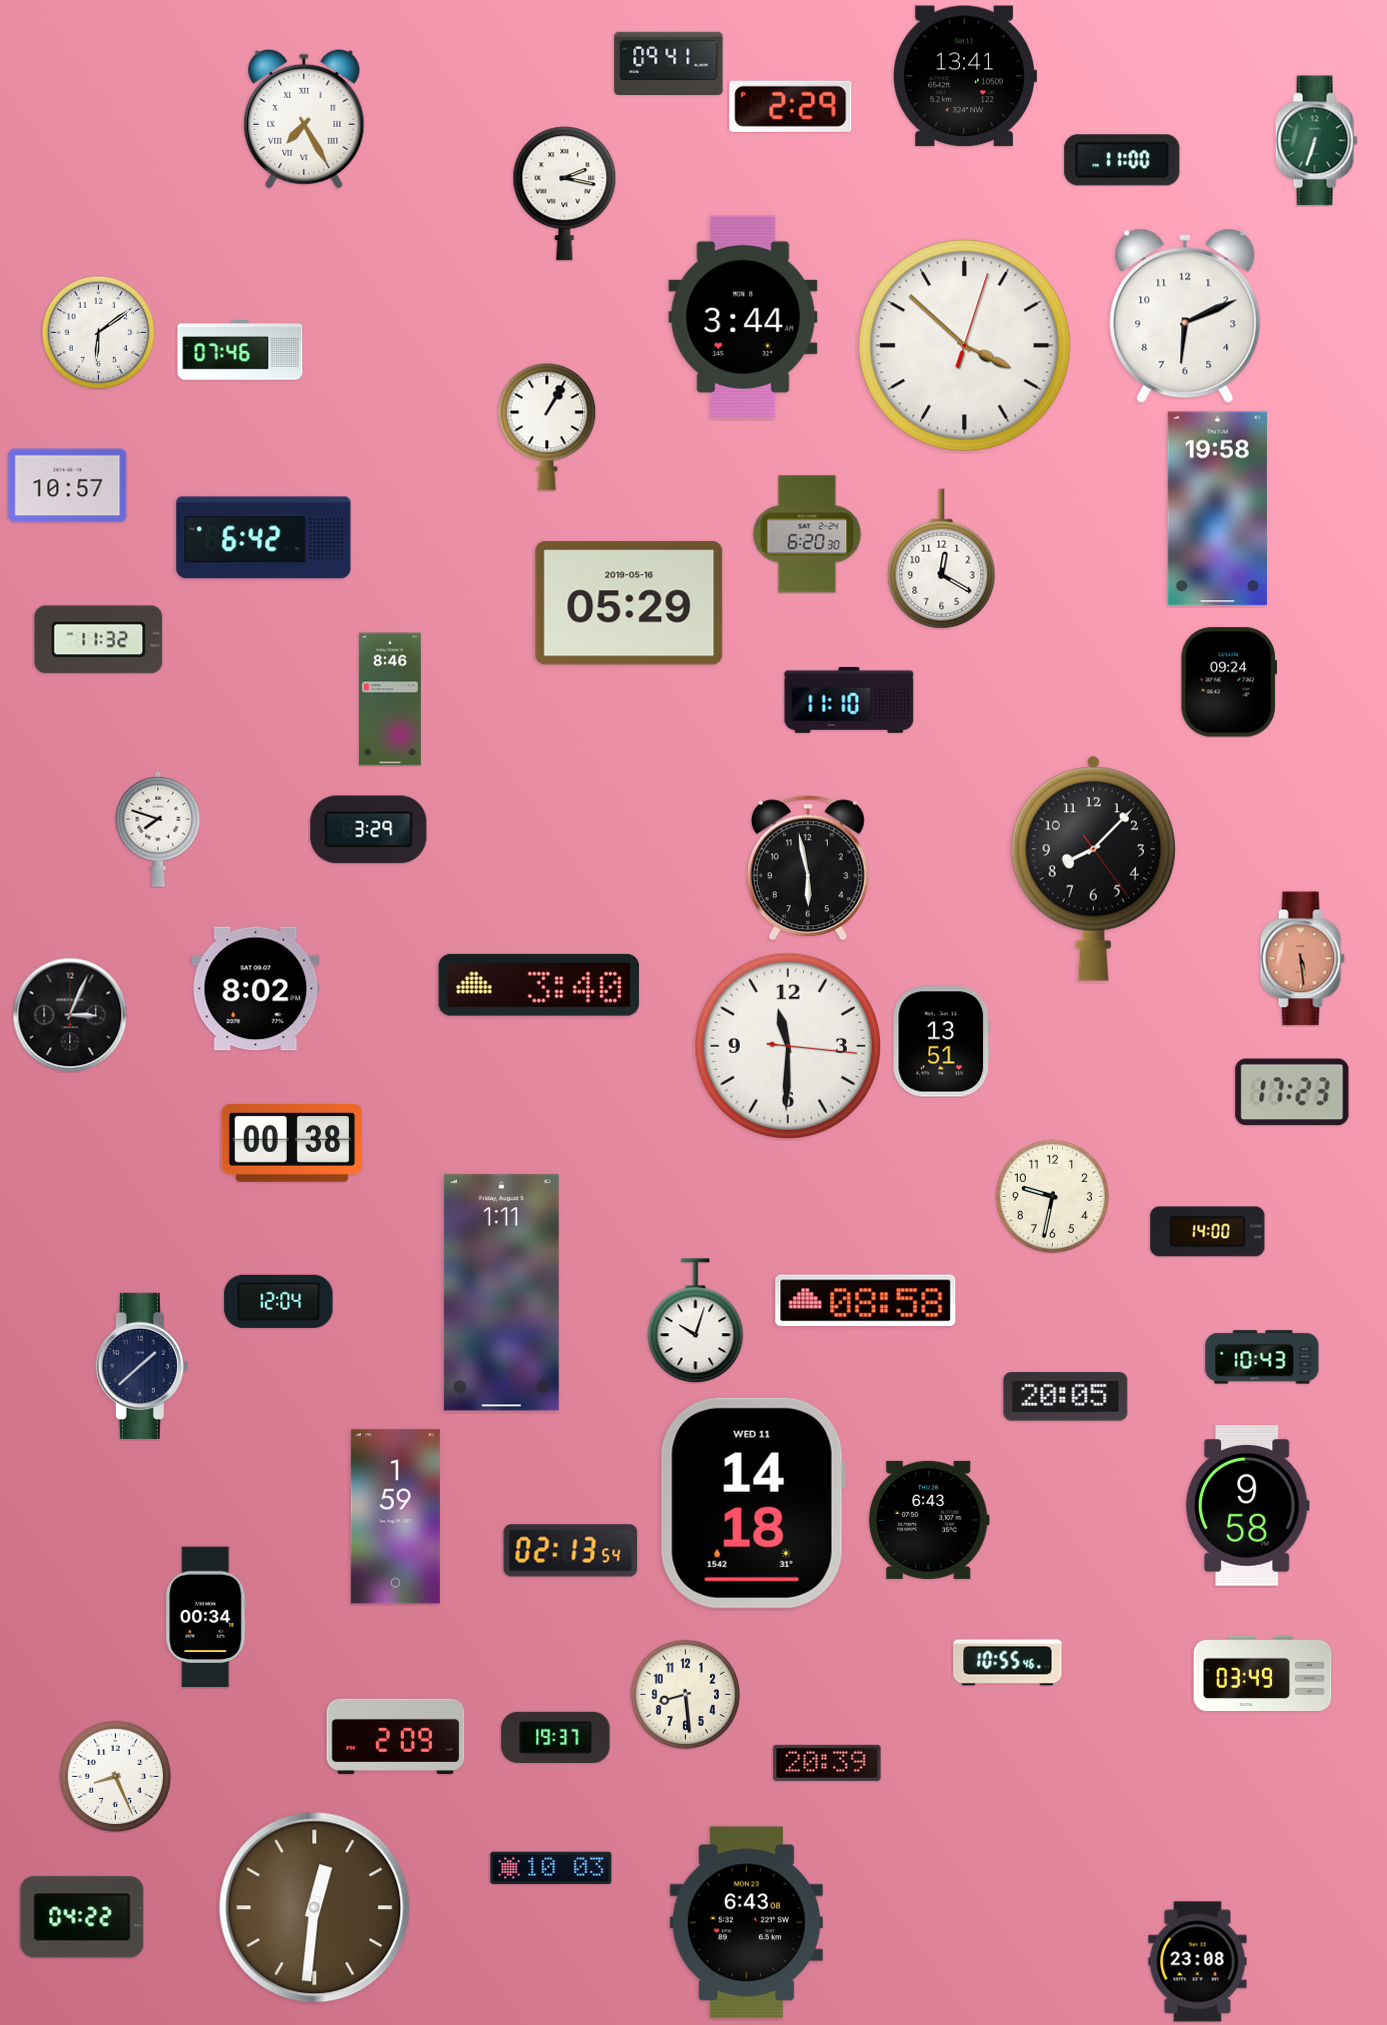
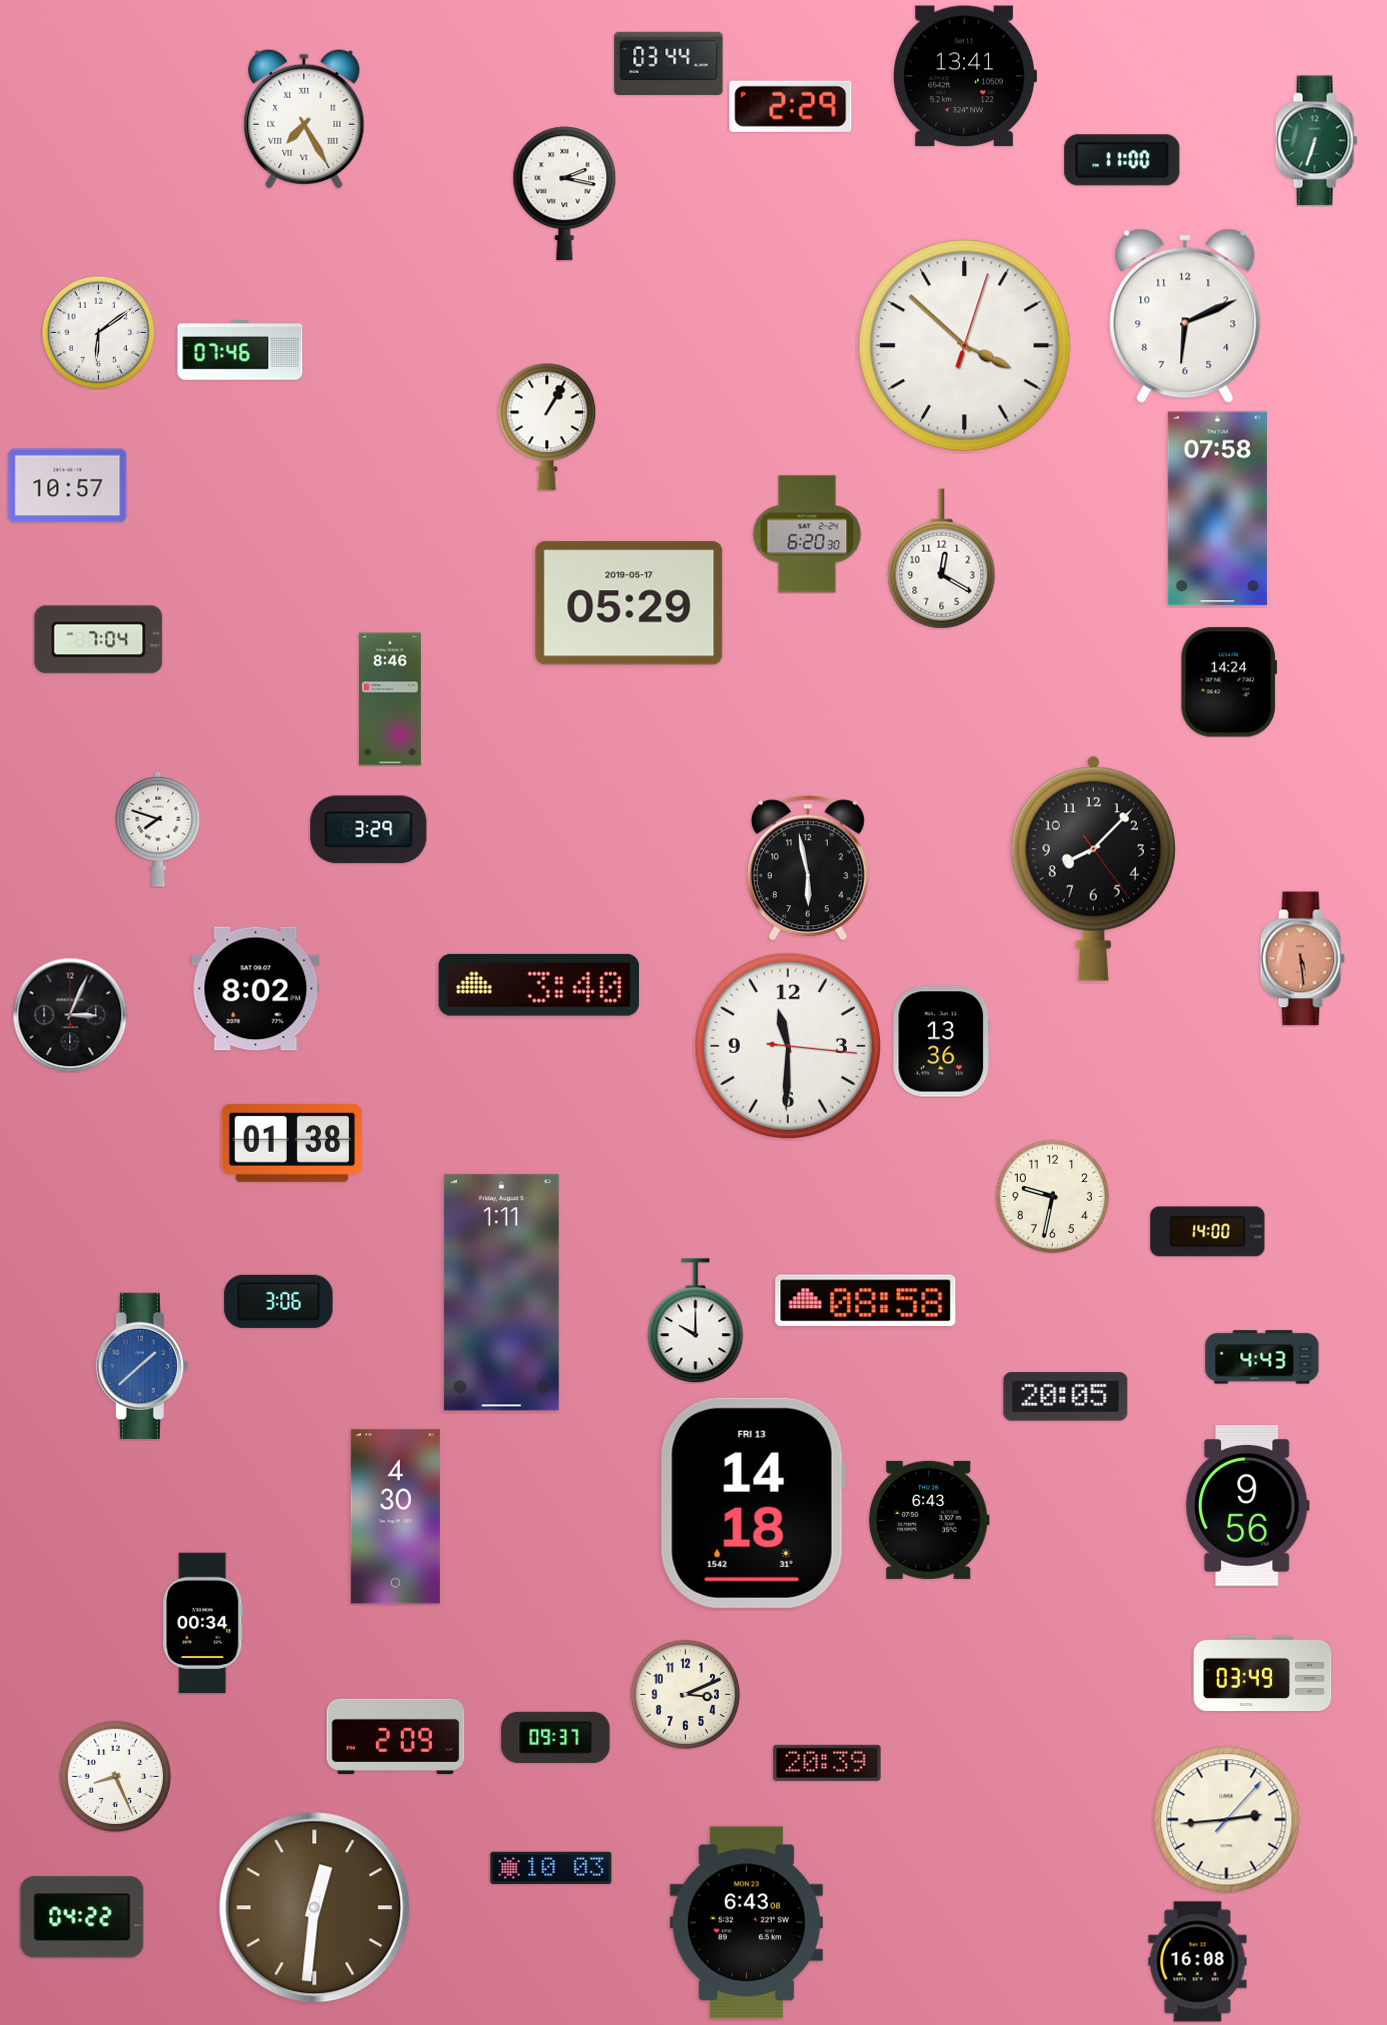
clock at (669, 63): 09:41 -> 03:44
clock at (743, 316): 3:44 -> none
clock at (1217, 509): 19:58 -> 07:58
clock at (264, 538): 6:42 -> none
clock at (629, 603) date: 2019-05-16 -> 2019-05-17
clock at (99, 640): 11:32 -> 7:04
clock at (1228, 682): 09:24 -> 14:24
clock at (849, 700): 11:10 -> none
clock at (942, 1042): 13:51 -> 13:36
clock at (1292, 1092): 17:23 -> none
clock at (292, 1143): 00:38 -> 01:38
clock at (279, 1301): 12:04 -> 3:06
clock at (696, 1321): 10:03 -> 10:00
clock at (1262, 1357): 10:43 -> 4:43
clock at (142, 1366) dial: navy -> blue
clock at (753, 1503) date: WED 11 -> FRI 13
clock at (1247, 1506): 9:58 -> 9:56
clock at (395, 1517): 1:59 -> 4:30
clock at (571, 1551): 02:13 -> none
clock at (206, 1617) position: (206, 1617) -> (203, 1623)
clock at (1008, 1663): 10:55 -> none
clock at (685, 1694): 8:29 -> 3:11
clock at (556, 1737): 19:37 -> 09:37
clock at (1227, 1820): none -> 2:44
clock at (1198, 1962): 23:08 -> 16:08
